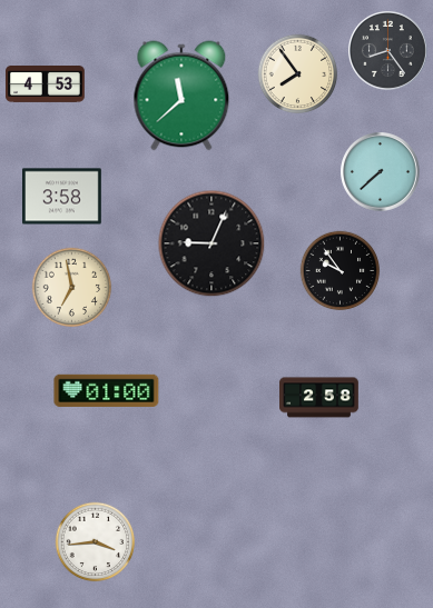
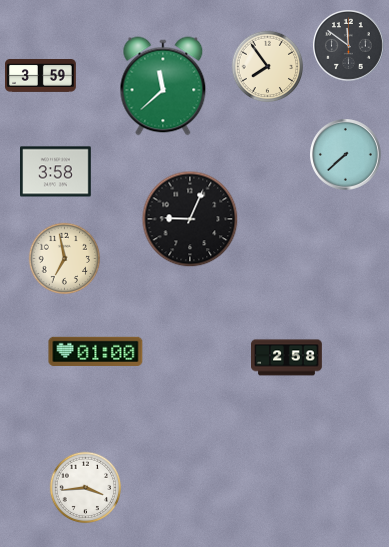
clock at (388, 51): 8:24 -> 11:51
clock at (46, 84): 4:53 -> 3:59
clock at (381, 172) position: (381, 172) -> (346, 155)
clock at (62, 197) position: (62, 197) -> (56, 172)
clock at (341, 271): 9:54 -> none
